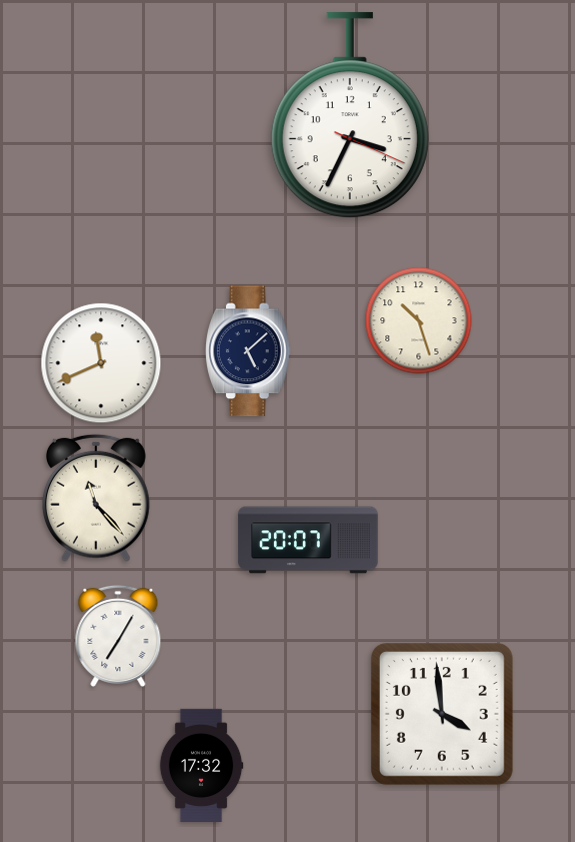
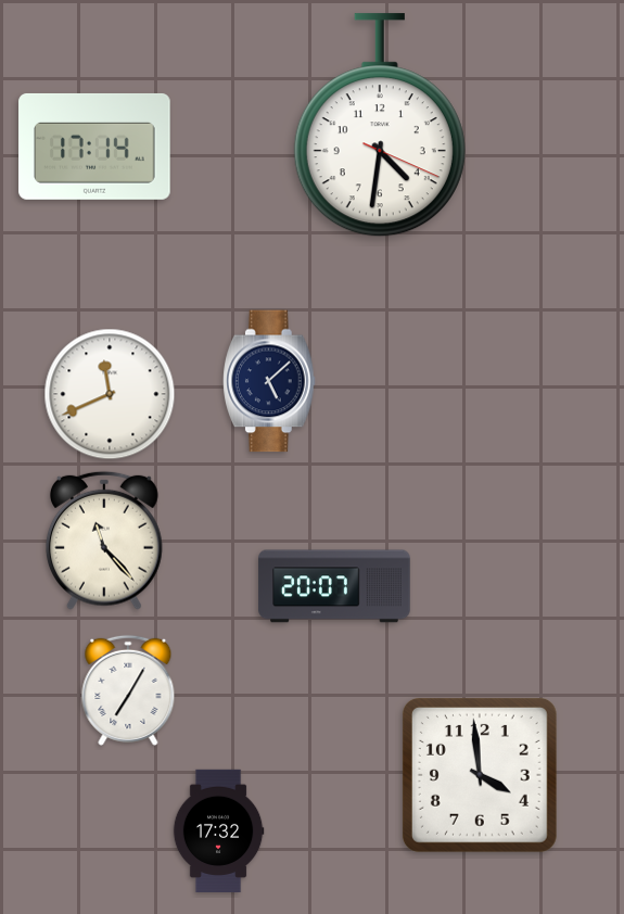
clock at (350, 116): 3:34 -> 4:31
clock at (94, 147): none -> 17:14
clock at (419, 321): 10:27 -> none
